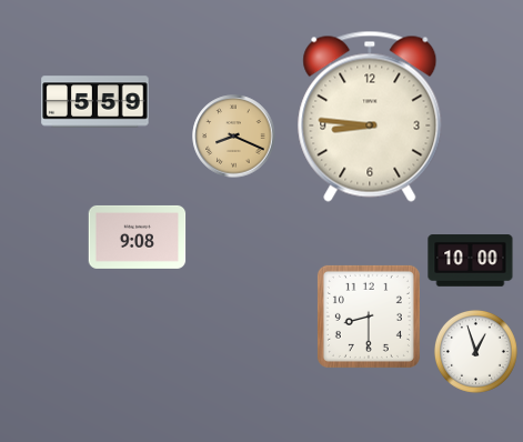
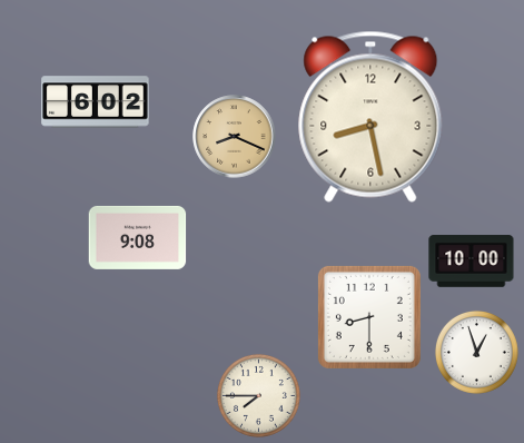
clock at (95, 102): 5:59 -> 6:02
clock at (370, 117): 8:46 -> 8:28
clock at (258, 395): none -> 7:45
